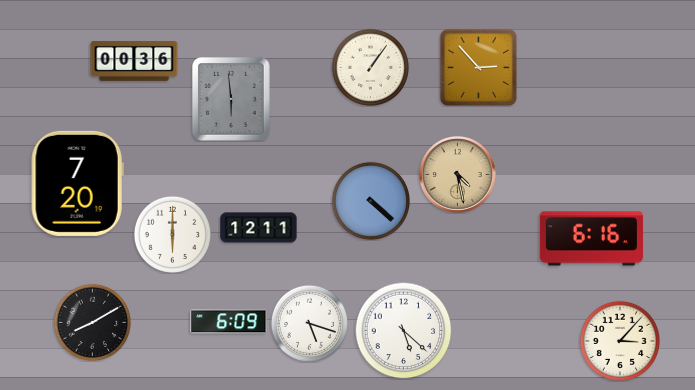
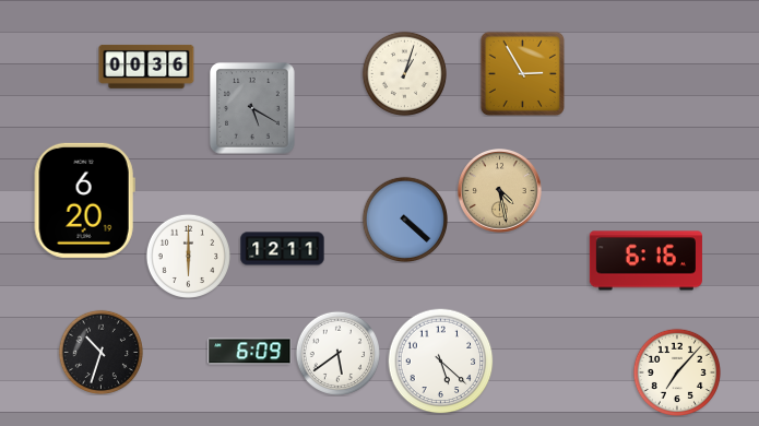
clock at (370, 67): 1:06 -> 1:03
clock at (478, 67): 2:53 -> 2:55
clock at (232, 100): 5:59 -> 5:20
clock at (77, 183): 7:20 -> 6:20
clock at (92, 322): 8:10 -> 10:33
clock at (309, 323): 5:18 -> 5:39
clock at (619, 340): 3:07 -> 7:07
